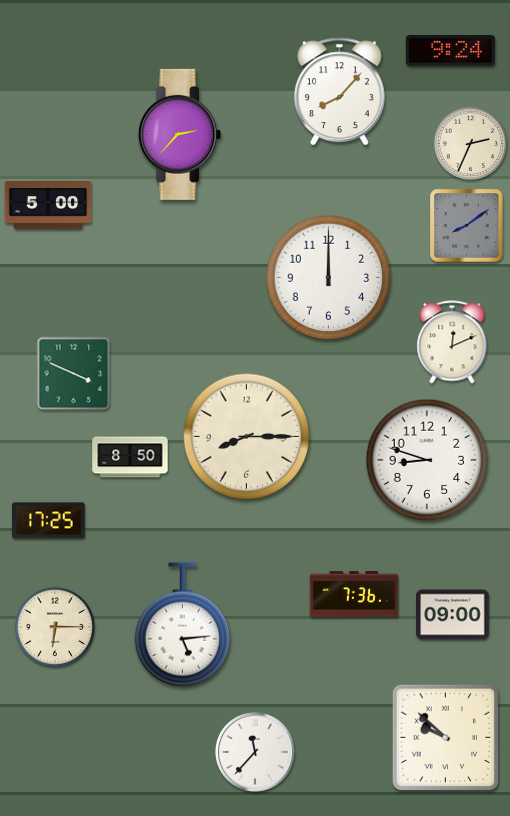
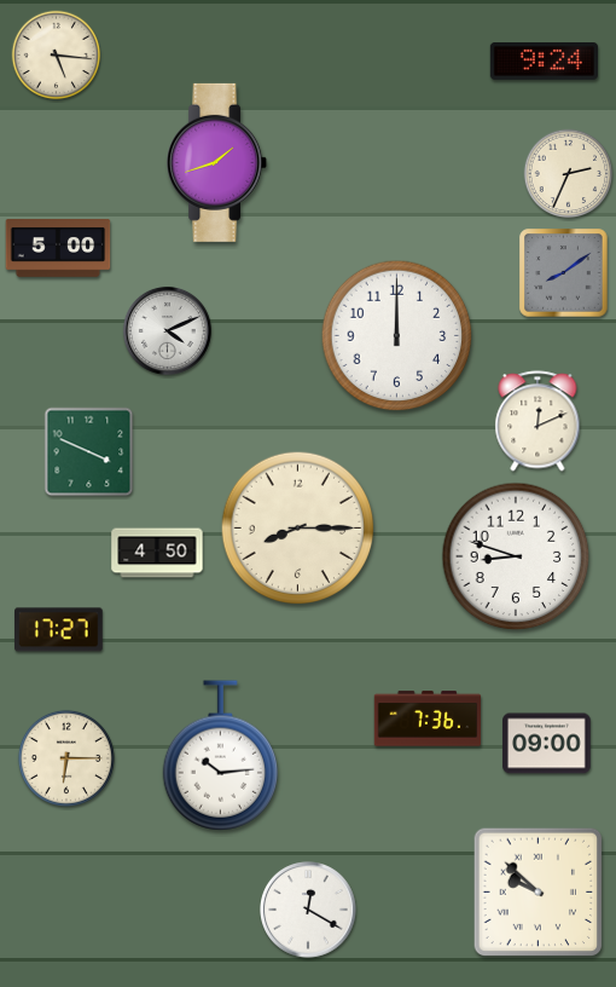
clock at (57, 56): none -> 5:16
clock at (339, 92): 8:07 -> none
clock at (180, 134): 2:37 -> 1:42
clock at (167, 330): none -> 4:11
clock at (452, 342) position: (452, 342) -> (537, 421)
clock at (130, 457): 8:50 -> 4:50
clock at (49, 521): 17:25 -> 17:27
clock at (183, 625): 5:14 -> 10:14
clock at (256, 753): 11:37 -> 12:20
